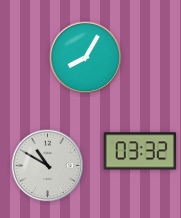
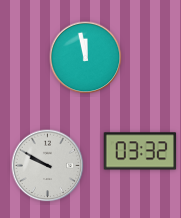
clock at (86, 58): 8:05 -> 11:58
clock at (48, 166): 10:50 -> 9:50
